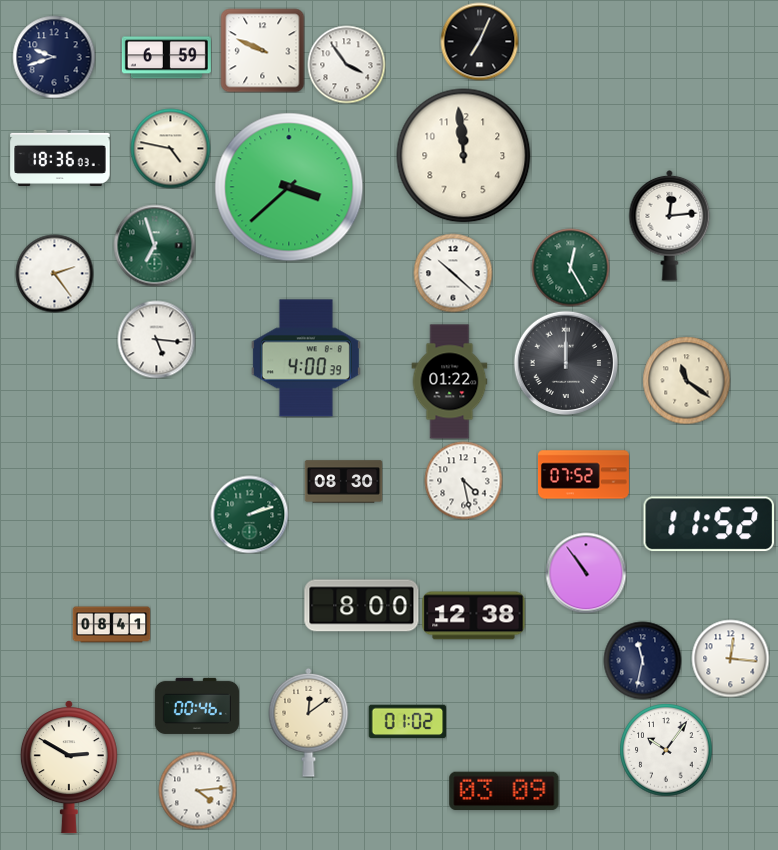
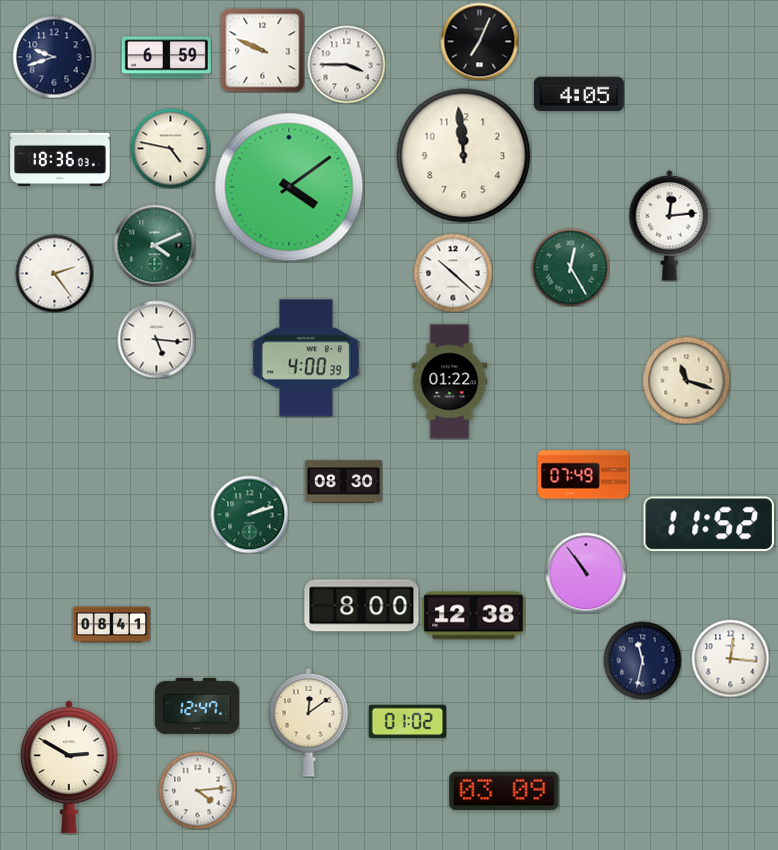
clock at (346, 64): 3:54 -> 3:45
clock at (579, 94): none -> 4:05
clock at (289, 187): 3:38 -> 4:09
clock at (154, 245): 6:57 -> 4:11
clock at (565, 362): 12:00 -> none
clock at (686, 380): 11:21 -> 11:18
clock at (584, 475): 07:52 -> 07:49
clock at (463, 480): 4:28 -> none
clock at (197, 706): 00:46 -> 12:47
clock at (666, 750): 10:06 -> none
